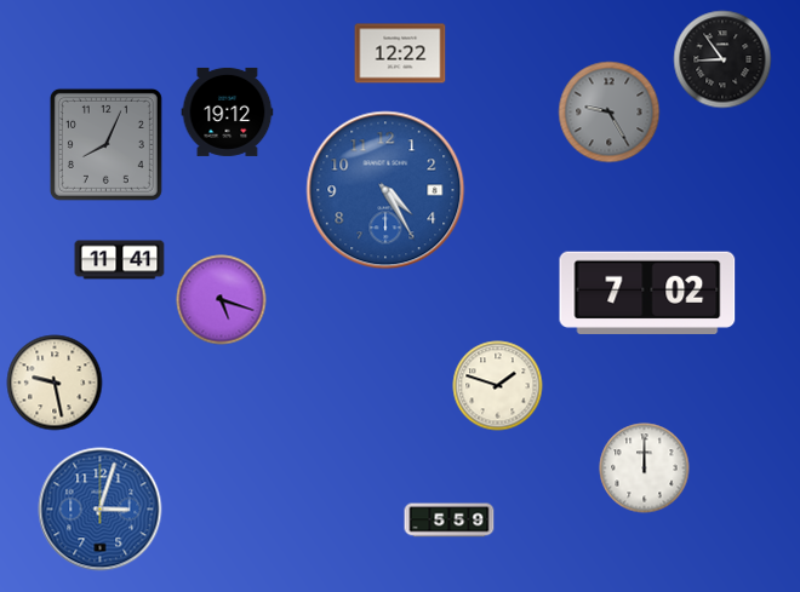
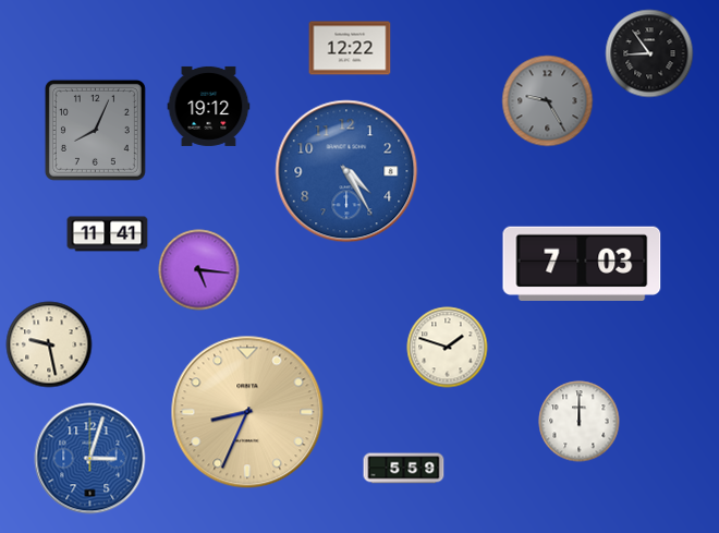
clock at (400, 53) position: (400, 53) -> (350, 48)
clock at (228, 111) position: (228, 111) -> (209, 106)
clock at (647, 293): 7:02 -> 7:03
clock at (222, 300): 5:18 -> 5:16
clock at (247, 412): none -> 8:34
